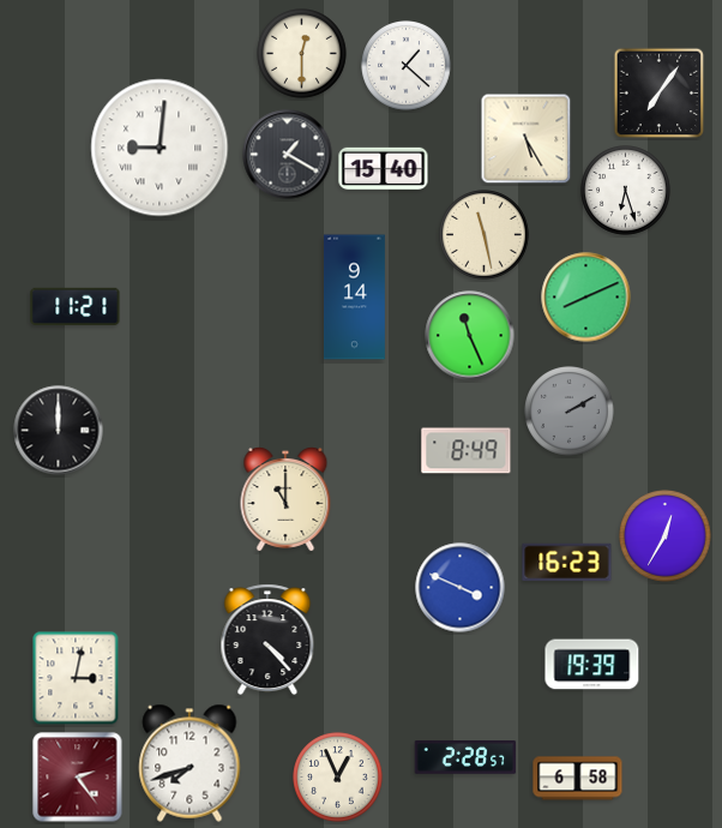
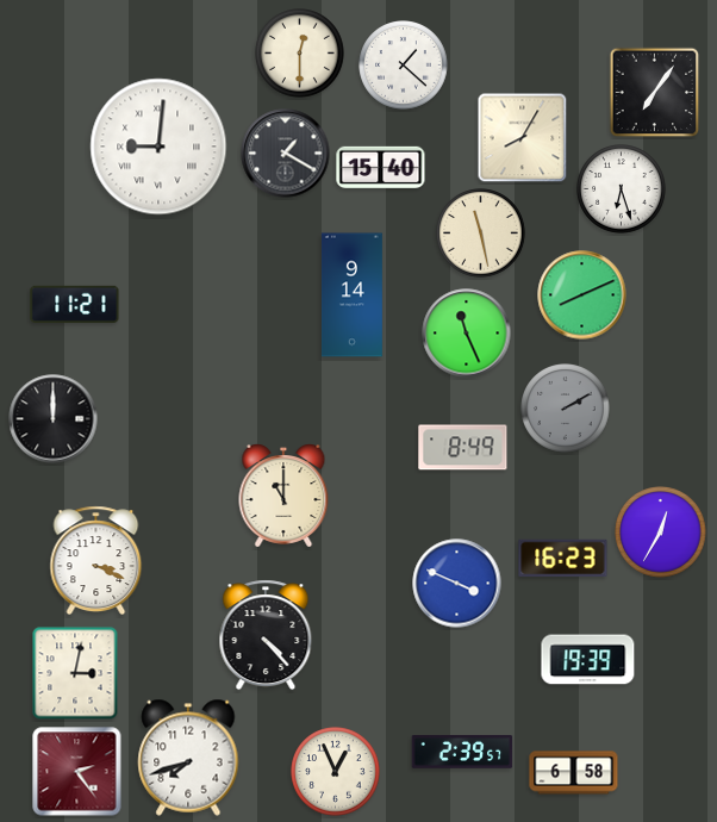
clock at (527, 139): 5:25 -> 8:05
clock at (59, 431) position: (59, 431) -> (54, 419)
clock at (96, 560): none -> 3:19
clock at (465, 758): 2:28 -> 2:39
